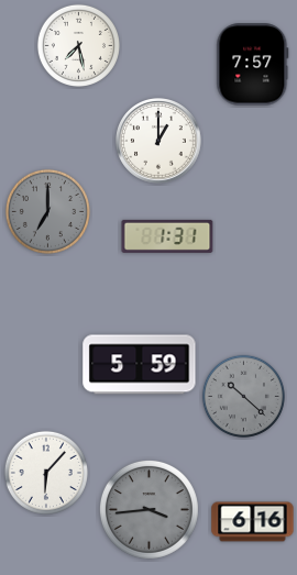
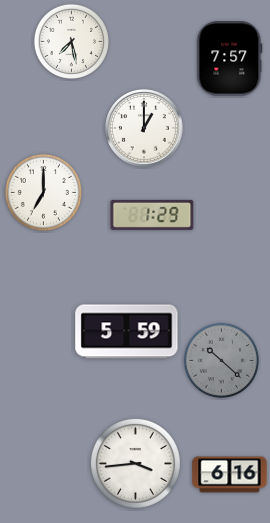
clock at (47, 211) dial: grey -> white
clock at (167, 236): 1:31 -> 1:29
clock at (46, 473): 6:07 -> none
clock at (148, 509) dial: grey -> white
